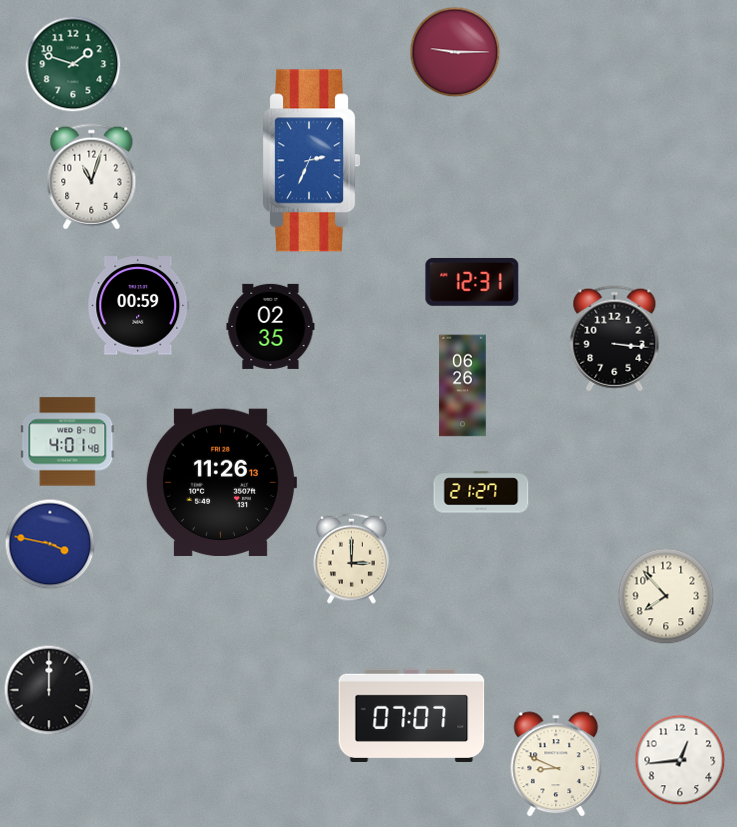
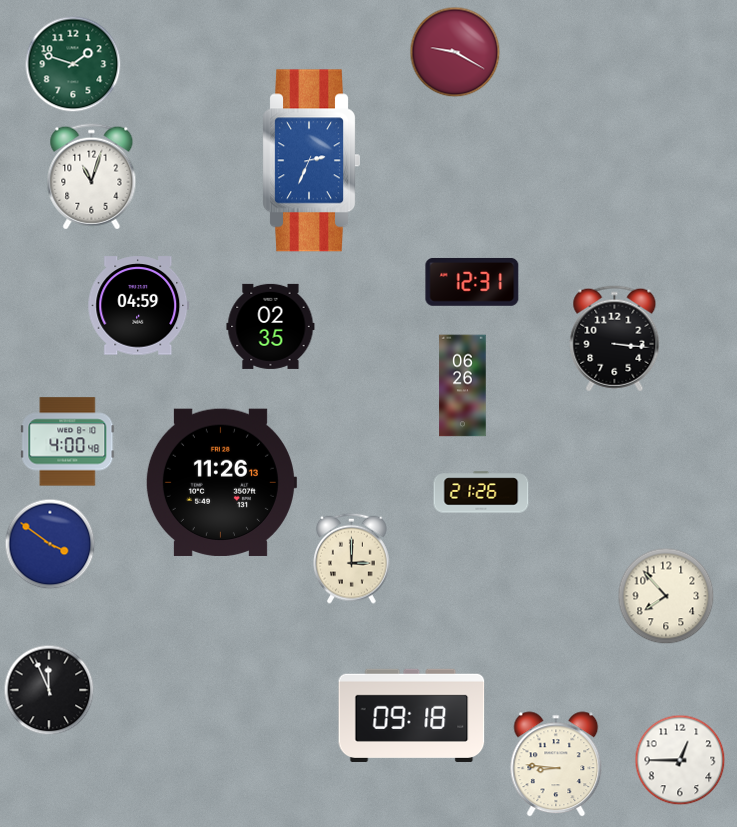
clock at (455, 52): 9:15 -> 9:20
clock at (139, 306): 00:59 -> 04:59
clock at (68, 442): 4:01 -> 4:00
clock at (481, 492): 21:27 -> 21:26
clock at (50, 544): 3:47 -> 3:51
clock at (49, 690): 12:00 -> 11:56
clock at (412, 715): 07:07 -> 09:18
clock at (680, 760): 12:44 -> 12:45
clock at (556, 764): 8:49 -> 8:46
